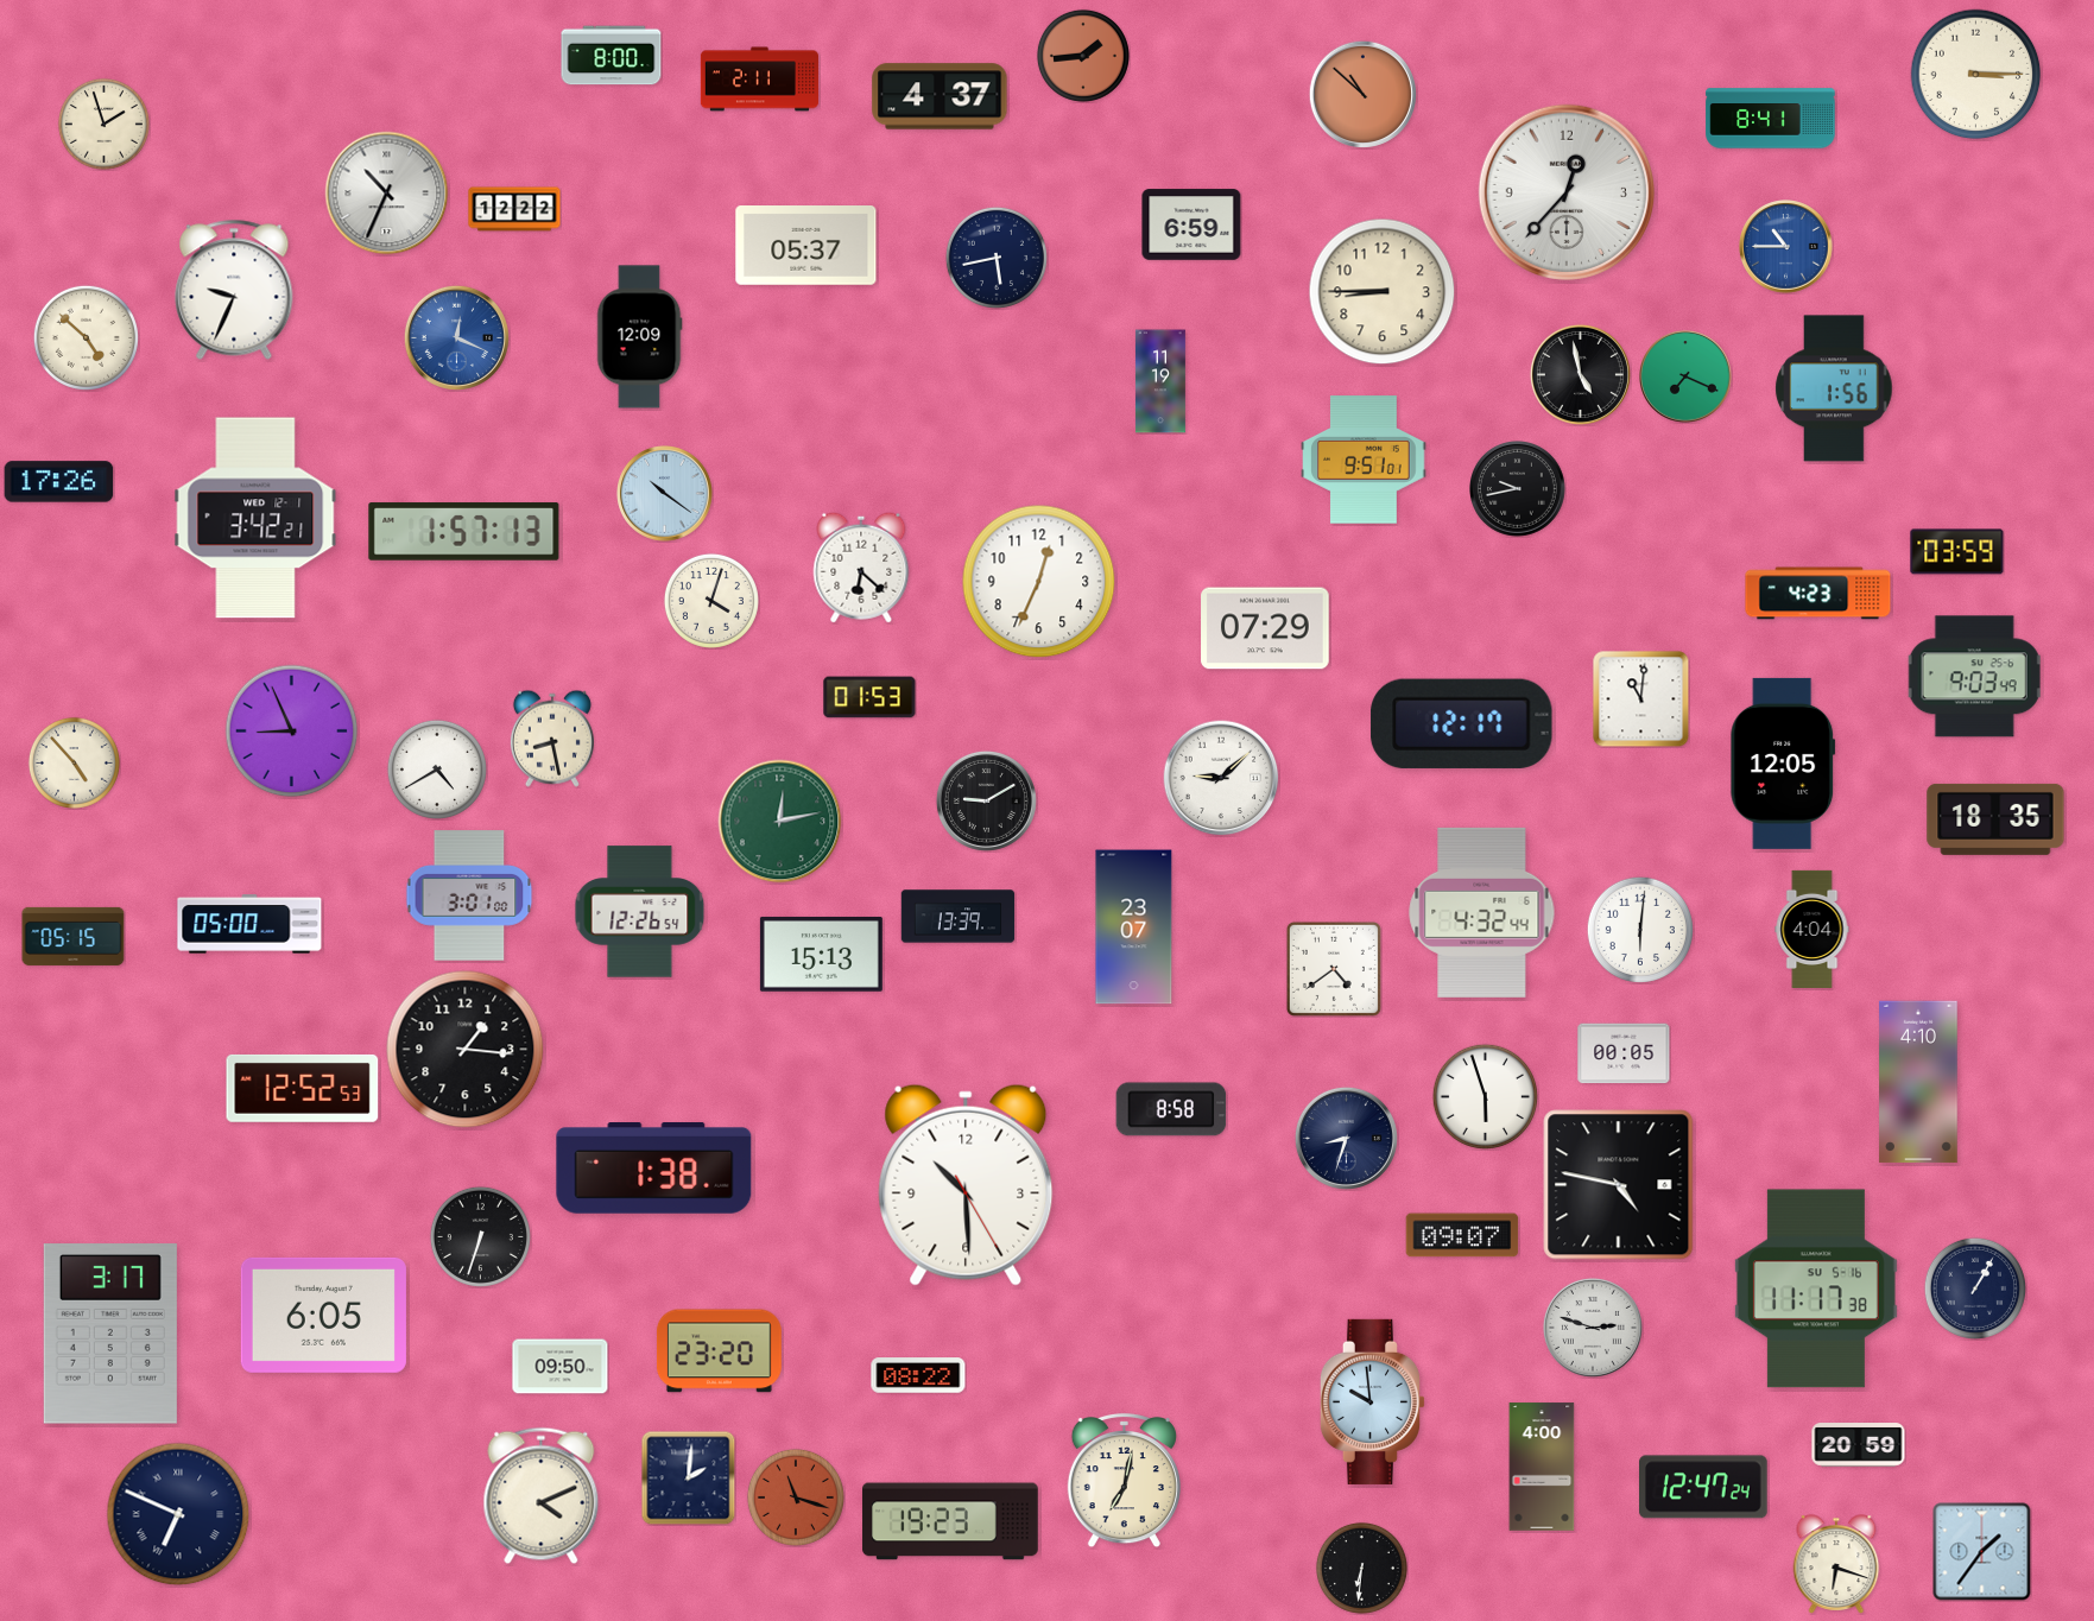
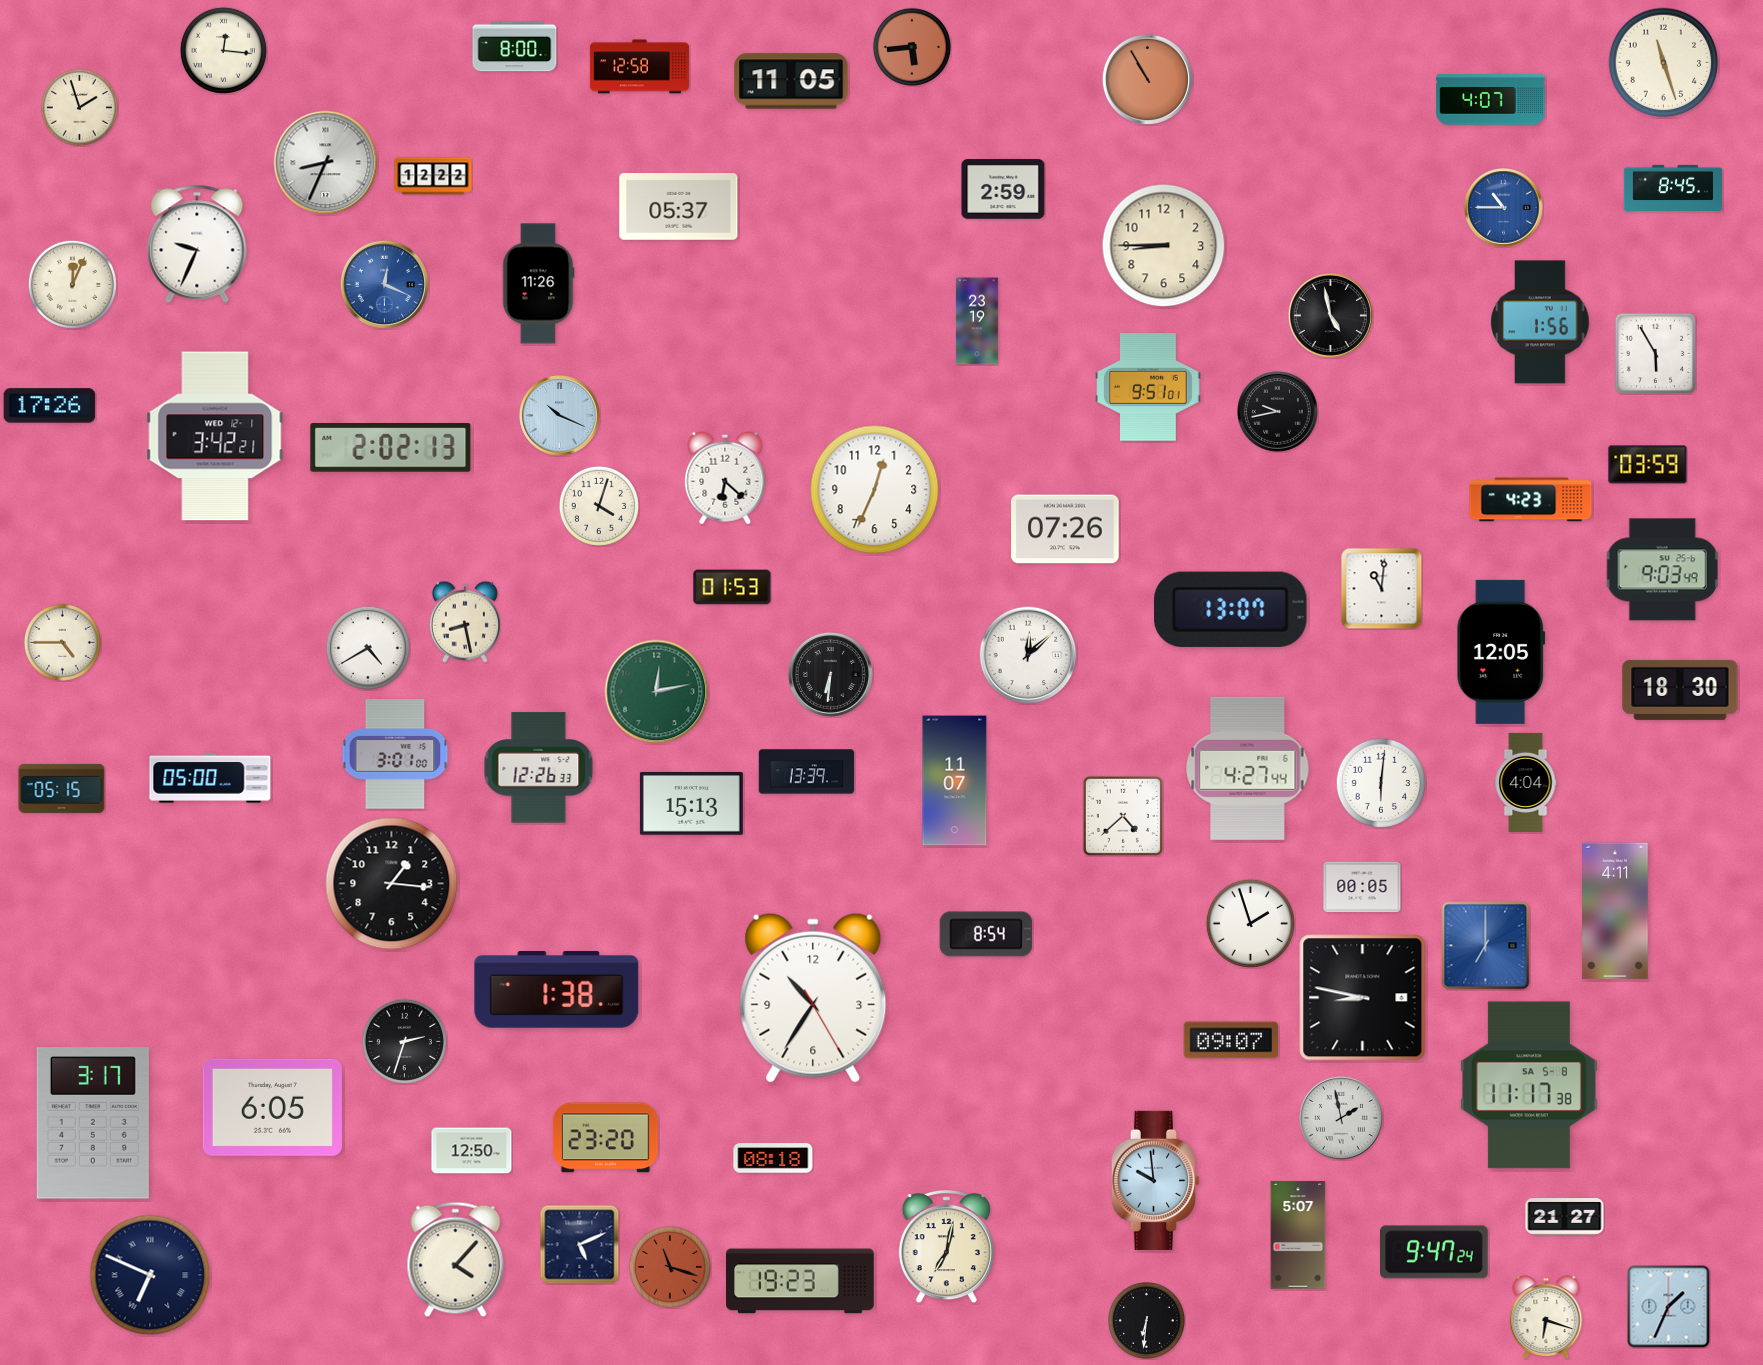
clock at (1083, 56): 1:44 -> 5:44
clock at (223, 50): none -> 12:16
clock at (1976, 75): 3:15 -> 11:27
clock at (759, 80): 2:11 -> 12:58
clock at (1362, 94): 10:52 -> 10:55
clock at (940, 96): 4:37 -> 11:05
clock at (1771, 119): 8:41 -> 4:07
clock at (103, 124) position: (103, 124) -> (79, 107)
clock at (1567, 192): 12:37 -> none
clock at (387, 194): 10:34 -> 8:34
clock at (1672, 187): none -> 8:45
clock at (1191, 224): 6:59 -> 2:59
clock at (997, 258): 5:43 -> none
clock at (86, 337): 4:52 -> 12:04
clock at (639, 337): 12:09 -> 11:26
clock at (1685, 376): 7:19 -> none
clock at (1160, 381): 11:19 -> 23:19
clock at (1834, 388) position: (1834, 388) -> (1540, 322)
clock at (1655, 353): none -> 5:55
clock at (665, 494): 10:21 -> 10:19
clock at (464, 532): 1:57 -> 2:02
clock at (1265, 628): 07:29 -> 07:26
clock at (1462, 723): 12:17 -> 13:07
clock at (292, 732): 8:56 -> none
clock at (74, 762): 4:53 -> 4:45
clock at (1783, 764) position: (1783, 764) -> (1501, 652)
clock at (1221, 778): 9:08 -> 12:08
clock at (986, 800): 9:10 -> 6:31
clock at (1995, 819): 18:35 -> 18:30
clock at (640, 912): 12:26:54 -> 12:26:33
clock at (1482, 912): 4:32 -> 4:27
clock at (1134, 927): 23:07 -> 11:07
clock at (1334, 969): 4:39 -> 4:38
clock at (1624, 1053) position: (1624, 1053) -> (1362, 887)
clock at (1918, 1082): 4:10 -> 4:11
clock at (303, 1088): 12:52 -> none
clock at (1485, 1096): 5:57 -> 1:57
clock at (1171, 1109): 8:58 -> 8:54
clock at (1486, 946): none -> 7:00
clock at (1346, 1138): 8:33 -> none
clock at (654, 1169) position: (654, 1169) -> (557, 990)
clock at (966, 1185): 10:29 -> 10:35
clock at (1619, 1185): 4:47 -> 8:47
clock at (480, 1236): 6:33 -> 2:33
clock at (1816, 1288) date: SU 5-16 -> SA 5-8
clock at (1975, 1288): 1:05 -> none
clock at (1593, 1328): 2:48 -> 1:58
clock at (561, 1367): 09:50 -> 12:50
clock at (918, 1375): 08:22 -> 08:18
clock at (1859, 1445): 20:59 -> 21:27
clock at (1542, 1467): 4:00 -> 5:07
clock at (688, 1477): 2:01 -> 5:11
clock at (1703, 1487): 12:47 -> 9:47
clock at (542, 1496): 4:11 -> 4:07
clock at (796, 1497) position: (796, 1497) -> (670, 1267)
clock at (1982, 1552): 1:36 -> 1:34
